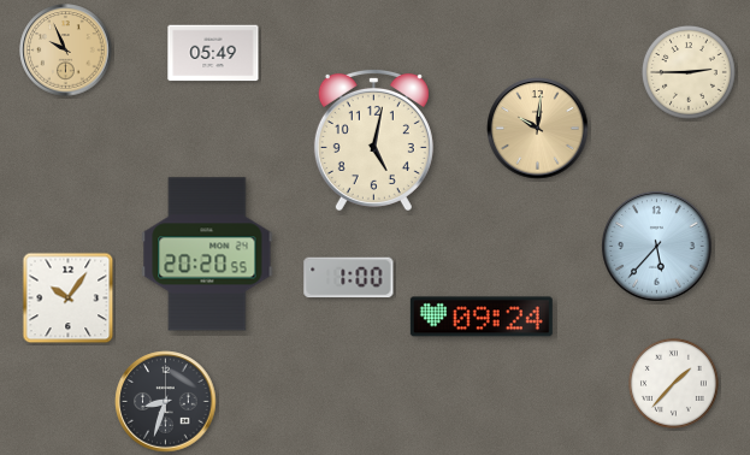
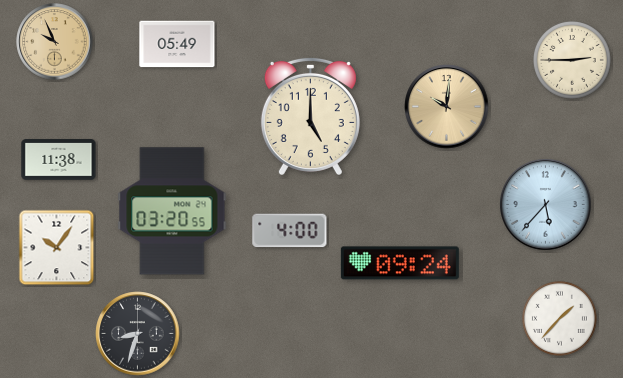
clock at (373, 140): 5:02 -> 5:00
clock at (59, 160): none -> 11:38
clock at (207, 254): 20:20 -> 03:20
clock at (349, 278): 1:00 -> 4:00
